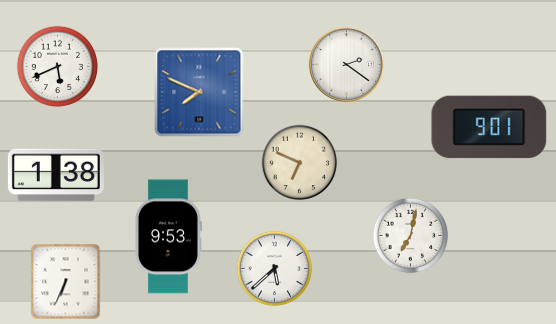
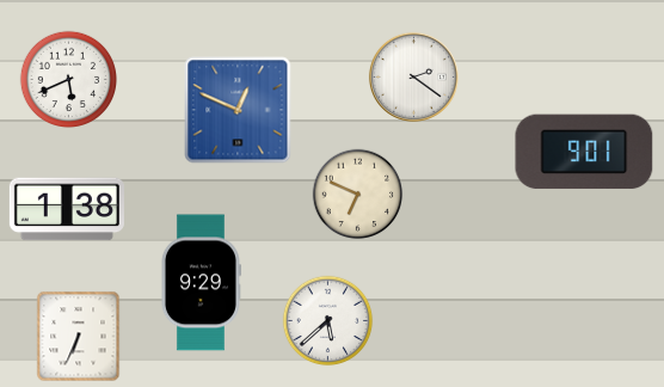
clock at (199, 92): 7:49 -> 12:49
clock at (411, 236): 7:02 -> none
clock at (168, 237): 9:53 -> 9:29
